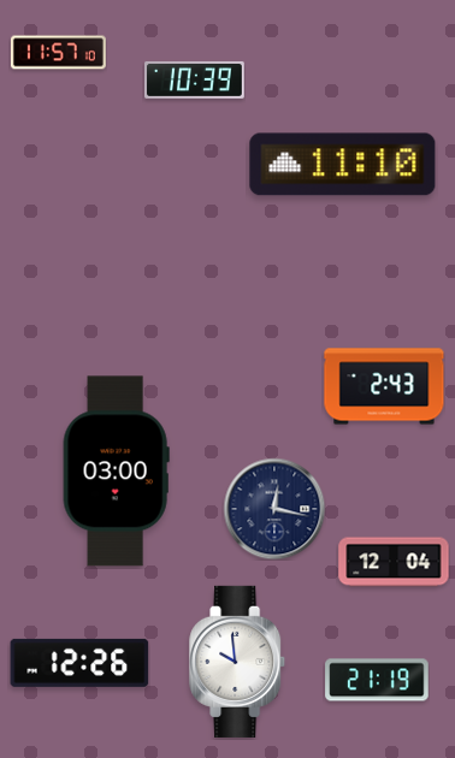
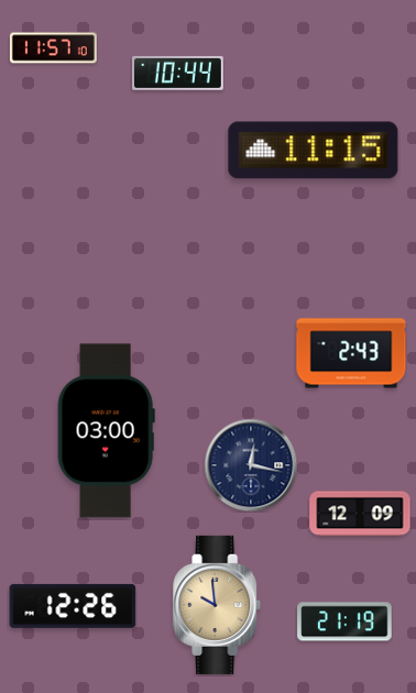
clock at (195, 79): 10:39 -> 10:44
clock at (343, 165): 11:10 -> 11:15
clock at (394, 562): 12:04 -> 12:09
clock at (238, 662) dial: white -> champagne
